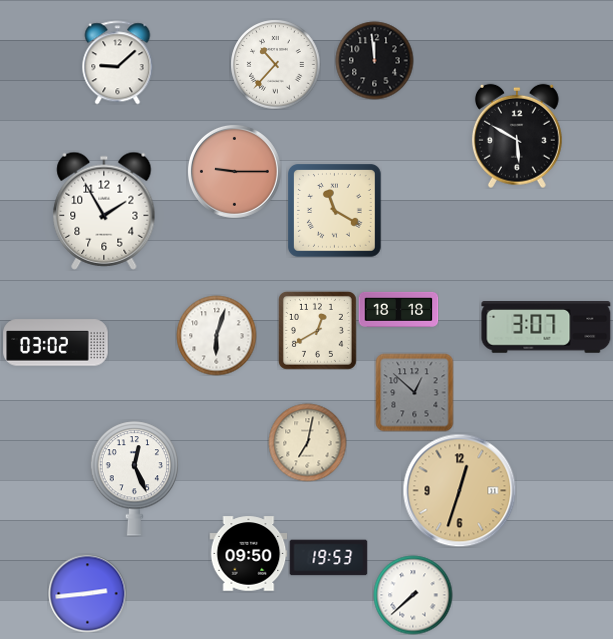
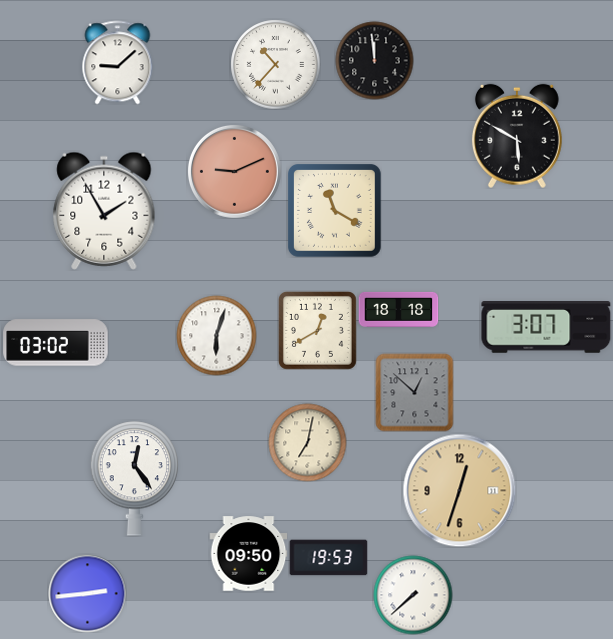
clock at (234, 171): 9:15 -> 9:11
clock at (135, 479): 12:26 -> 12:24
